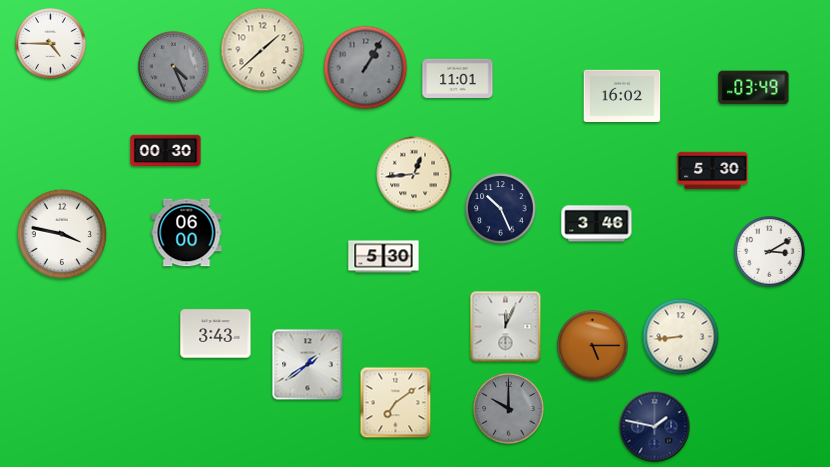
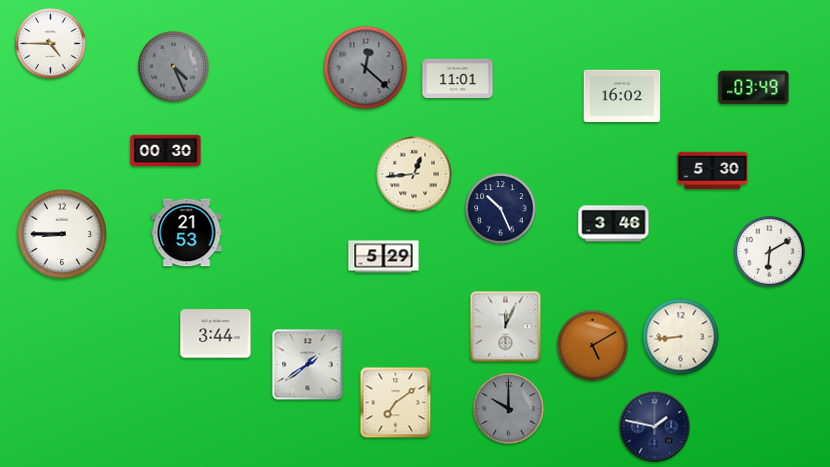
clock at (263, 50): 1:38 -> none
clock at (366, 68): 1:05 -> 12:22
clock at (597, 224) position: (597, 224) -> (614, 224)
clock at (187, 233): 06:00 -> 21:53
clock at (62, 234): 3:47 -> 8:45
clock at (770, 252): 3:10 -> 6:10
clock at (384, 257): 5:30 -> 5:29
clock at (216, 334): 3:43 -> 3:44
clock at (593, 346): 5:15 -> 5:10
